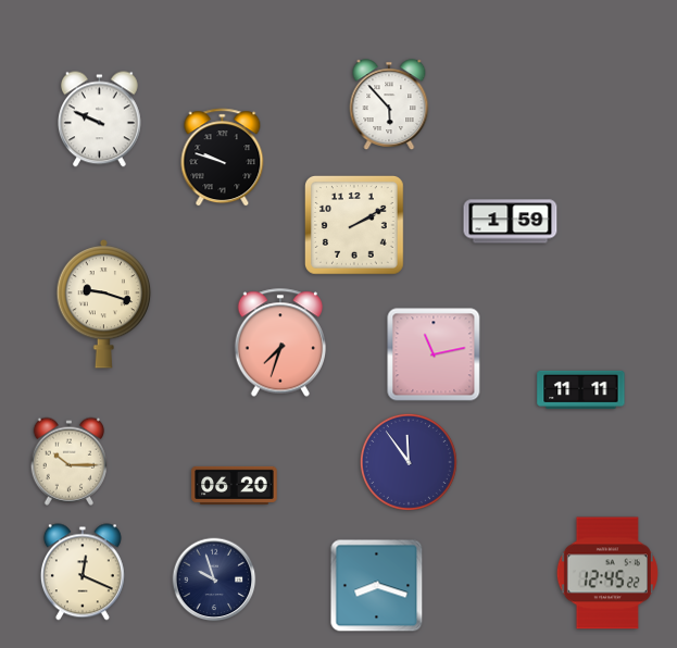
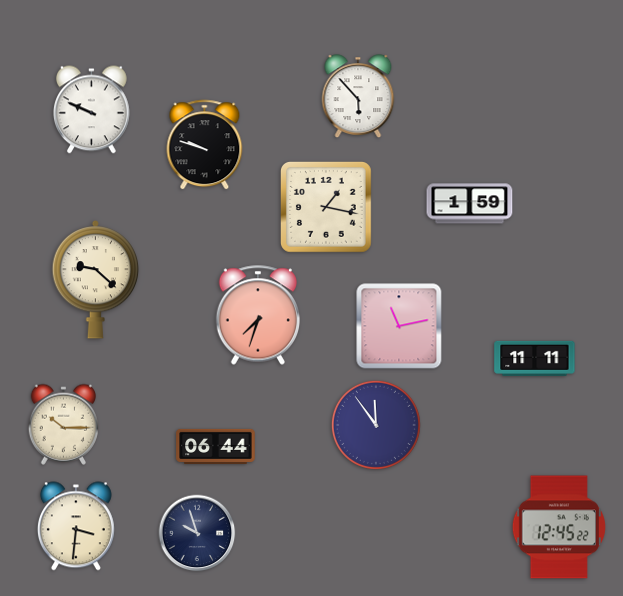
clock at (354, 225): 2:10 -> 1:17
clock at (104, 304): 9:18 -> 9:22
clock at (235, 485): 06:20 -> 06:44
clock at (83, 572): 12:19 -> 3:31
clock at (377, 586): 8:18 -> none
